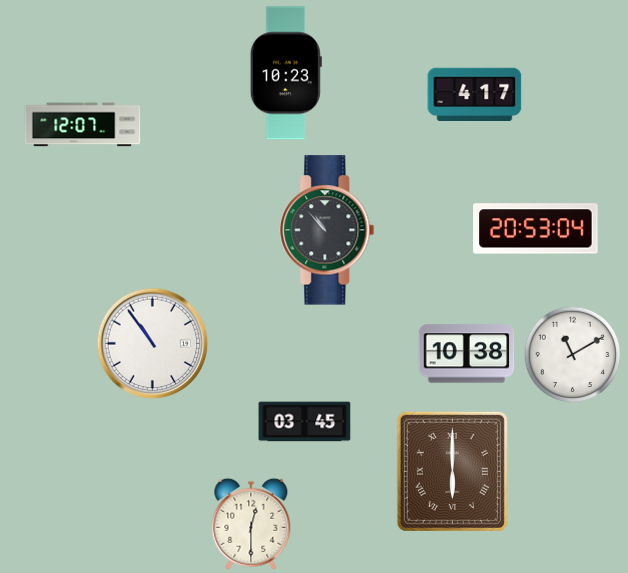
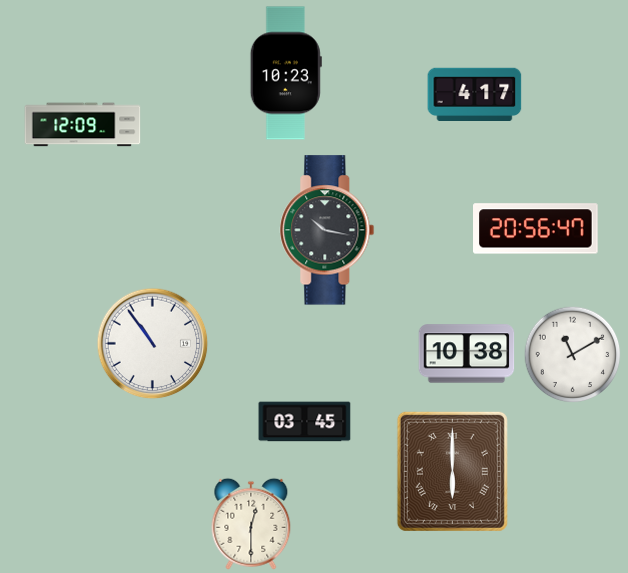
clock at (83, 125): 12:07 -> 12:09
clock at (536, 229): 20:53 -> 20:56
clock at (327, 230): 10:53 -> 10:17
